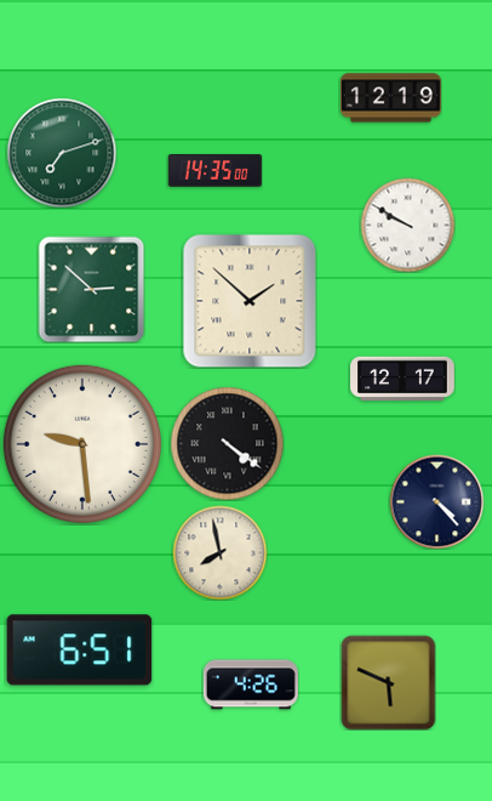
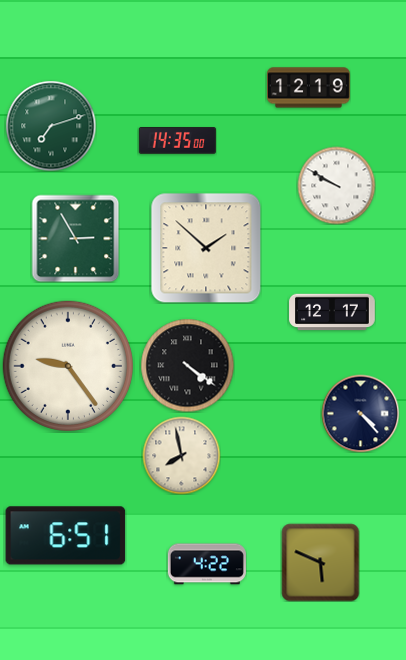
clock at (390, 98) position: (390, 98) -> (308, 88)
clock at (91, 289): 2:52 -> 2:55
clock at (82, 444): 9:29 -> 9:24
clock at (251, 684): 4:26 -> 4:22
